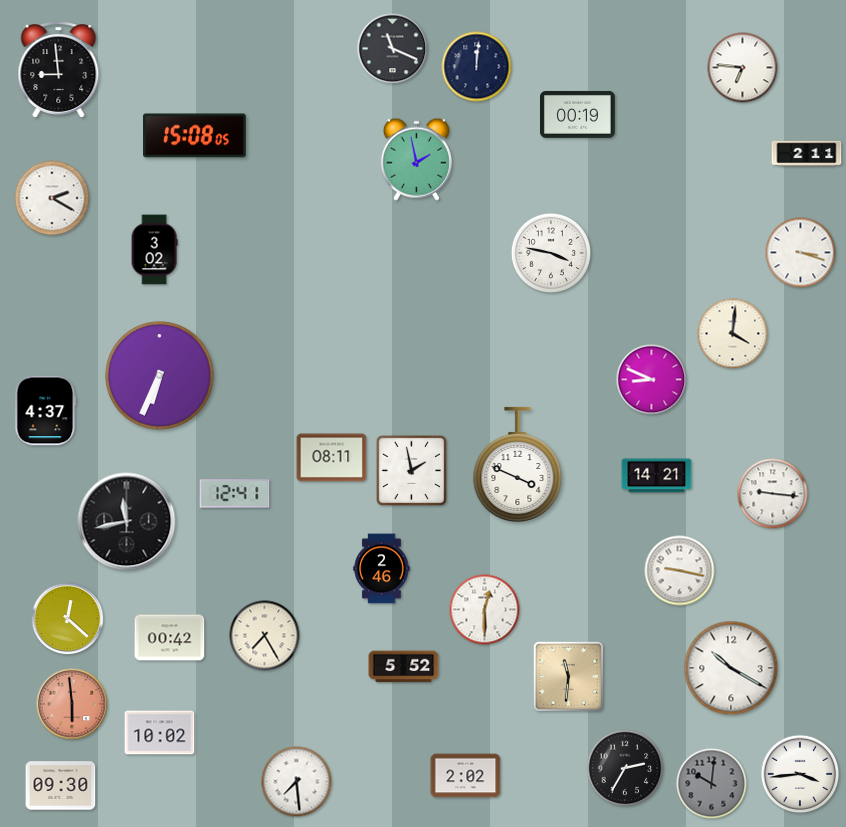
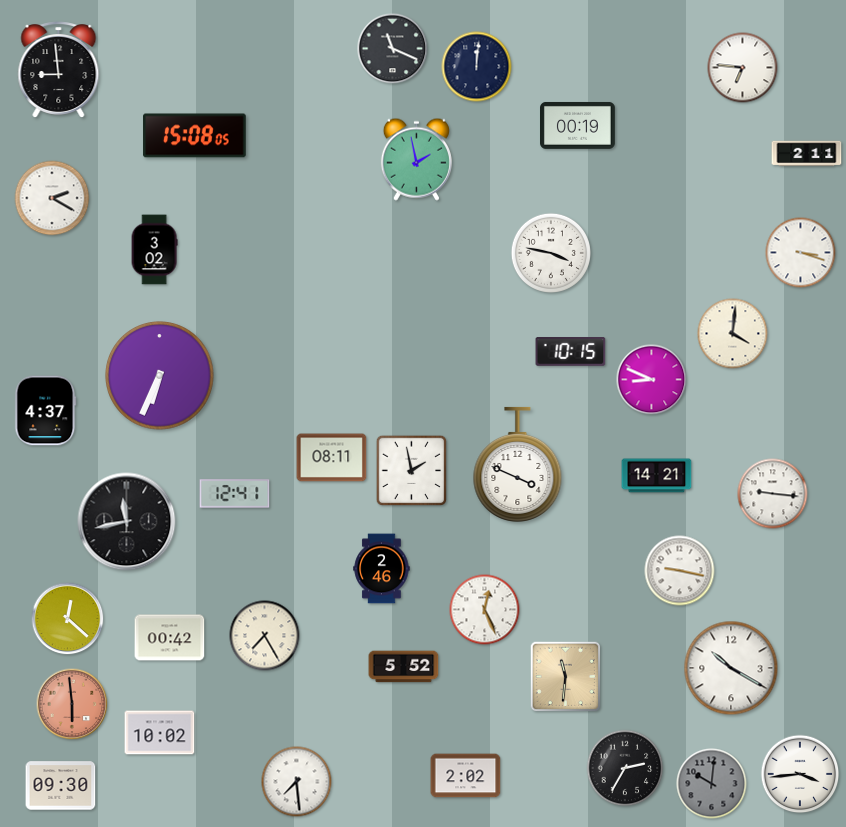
clock at (578, 114) position: (578, 114) -> (578, 125)
clock at (571, 352): none -> 10:15
clock at (485, 610): 12:30 -> 12:26
clock at (569, 677) position: (569, 677) -> (566, 677)
